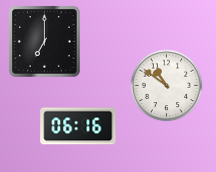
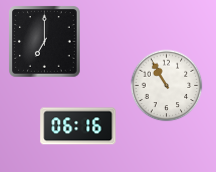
clock at (167, 86): 10:51 -> 10:55
